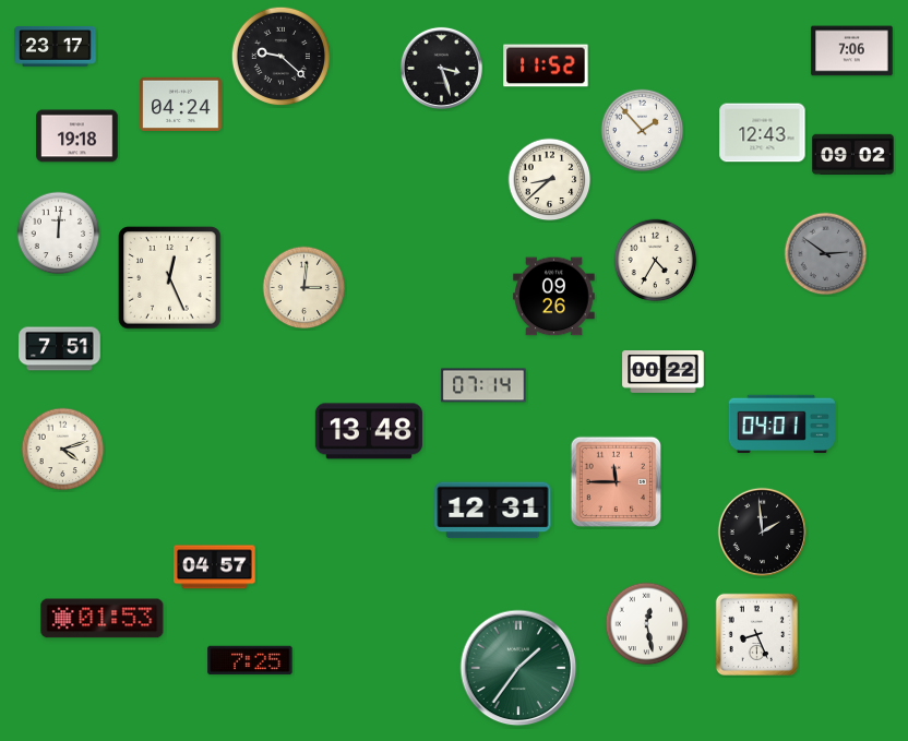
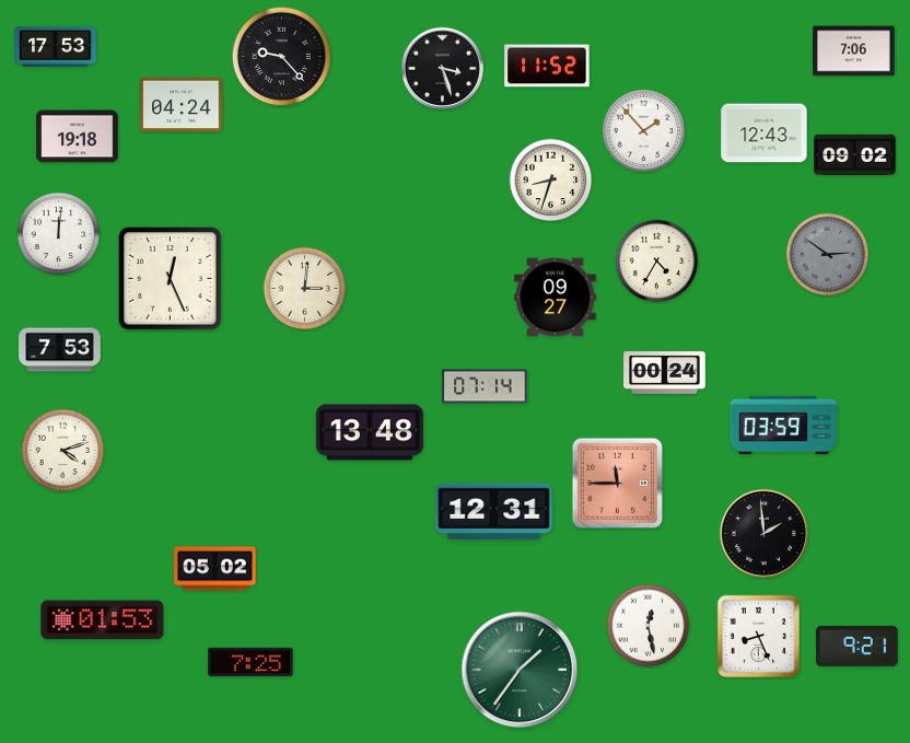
clock at (56, 47): 23:17 -> 17:53
clock at (282, 57): 9:22 -> 9:23
clock at (550, 180): 8:38 -> 8:33
clock at (554, 297): 09:26 -> 09:27
clock at (60, 349): 7:51 -> 7:53
clock at (664, 372): 00:22 -> 00:24
clock at (781, 423): 04:01 -> 03:59
clock at (215, 567): 04:57 -> 05:02
clock at (857, 646): none -> 9:21
